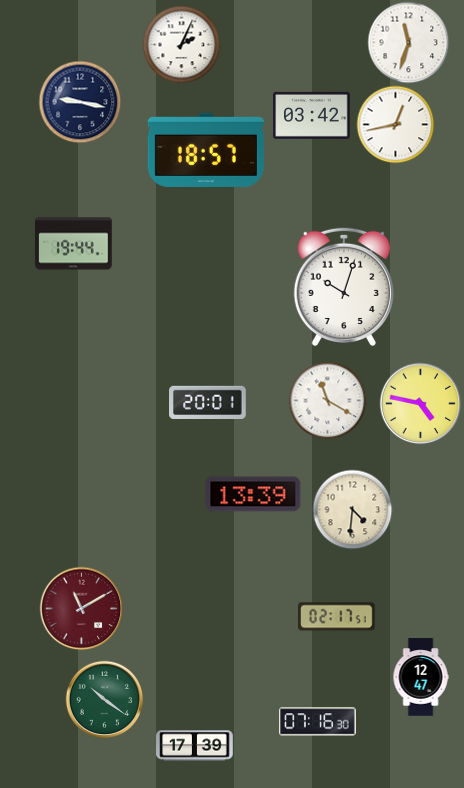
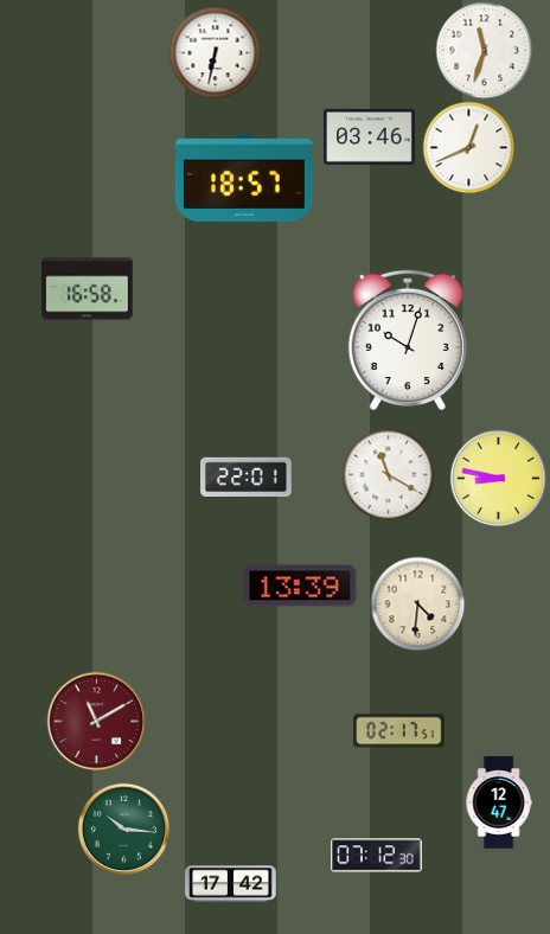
clock at (181, 44): 2:04 -> 6:32
clock at (80, 102): 9:17 -> none
clock at (312, 115): 03:42 -> 03:46
clock at (395, 124): 12:43 -> 12:41
clock at (74, 244): 19:44 -> 16:58
clock at (208, 402): 20:01 -> 22:01
clock at (420, 403): 4:47 -> 8:47
clock at (104, 699): 10:21 -> 10:16
clock at (318, 722): 07:16 -> 07:12
clock at (195, 746): 17:39 -> 17:42
